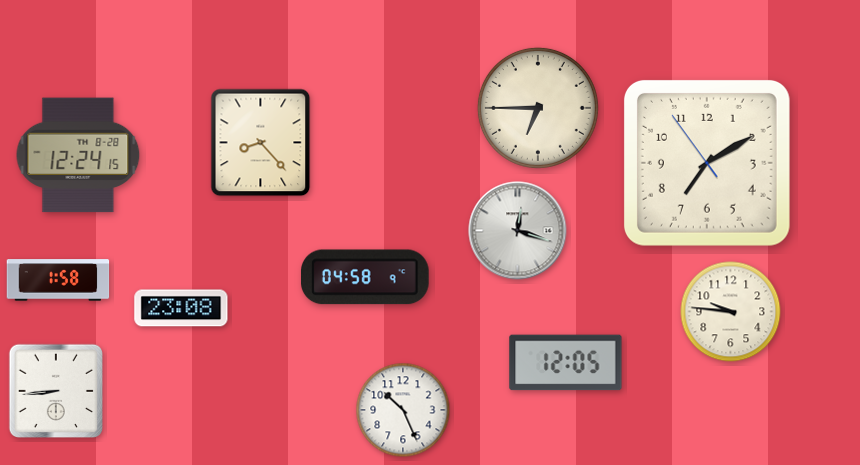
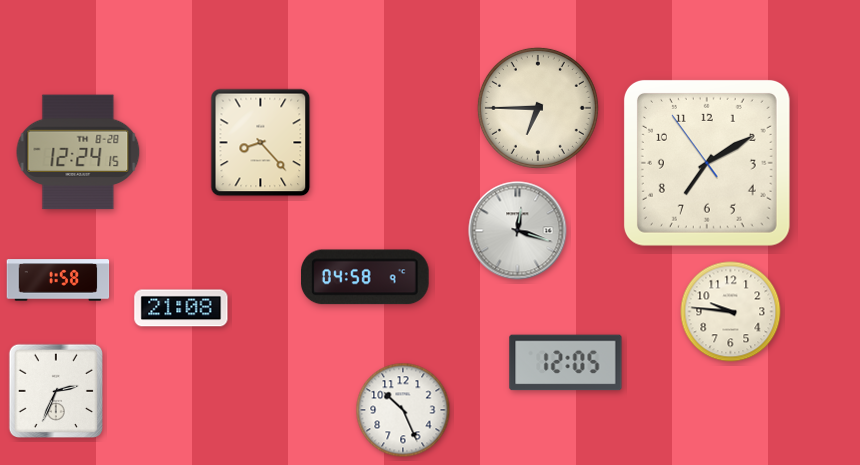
clock at (78, 155) position: (78, 155) -> (78, 152)
clock at (181, 308): 23:08 -> 21:08
clock at (55, 390): 8:44 -> 2:34
